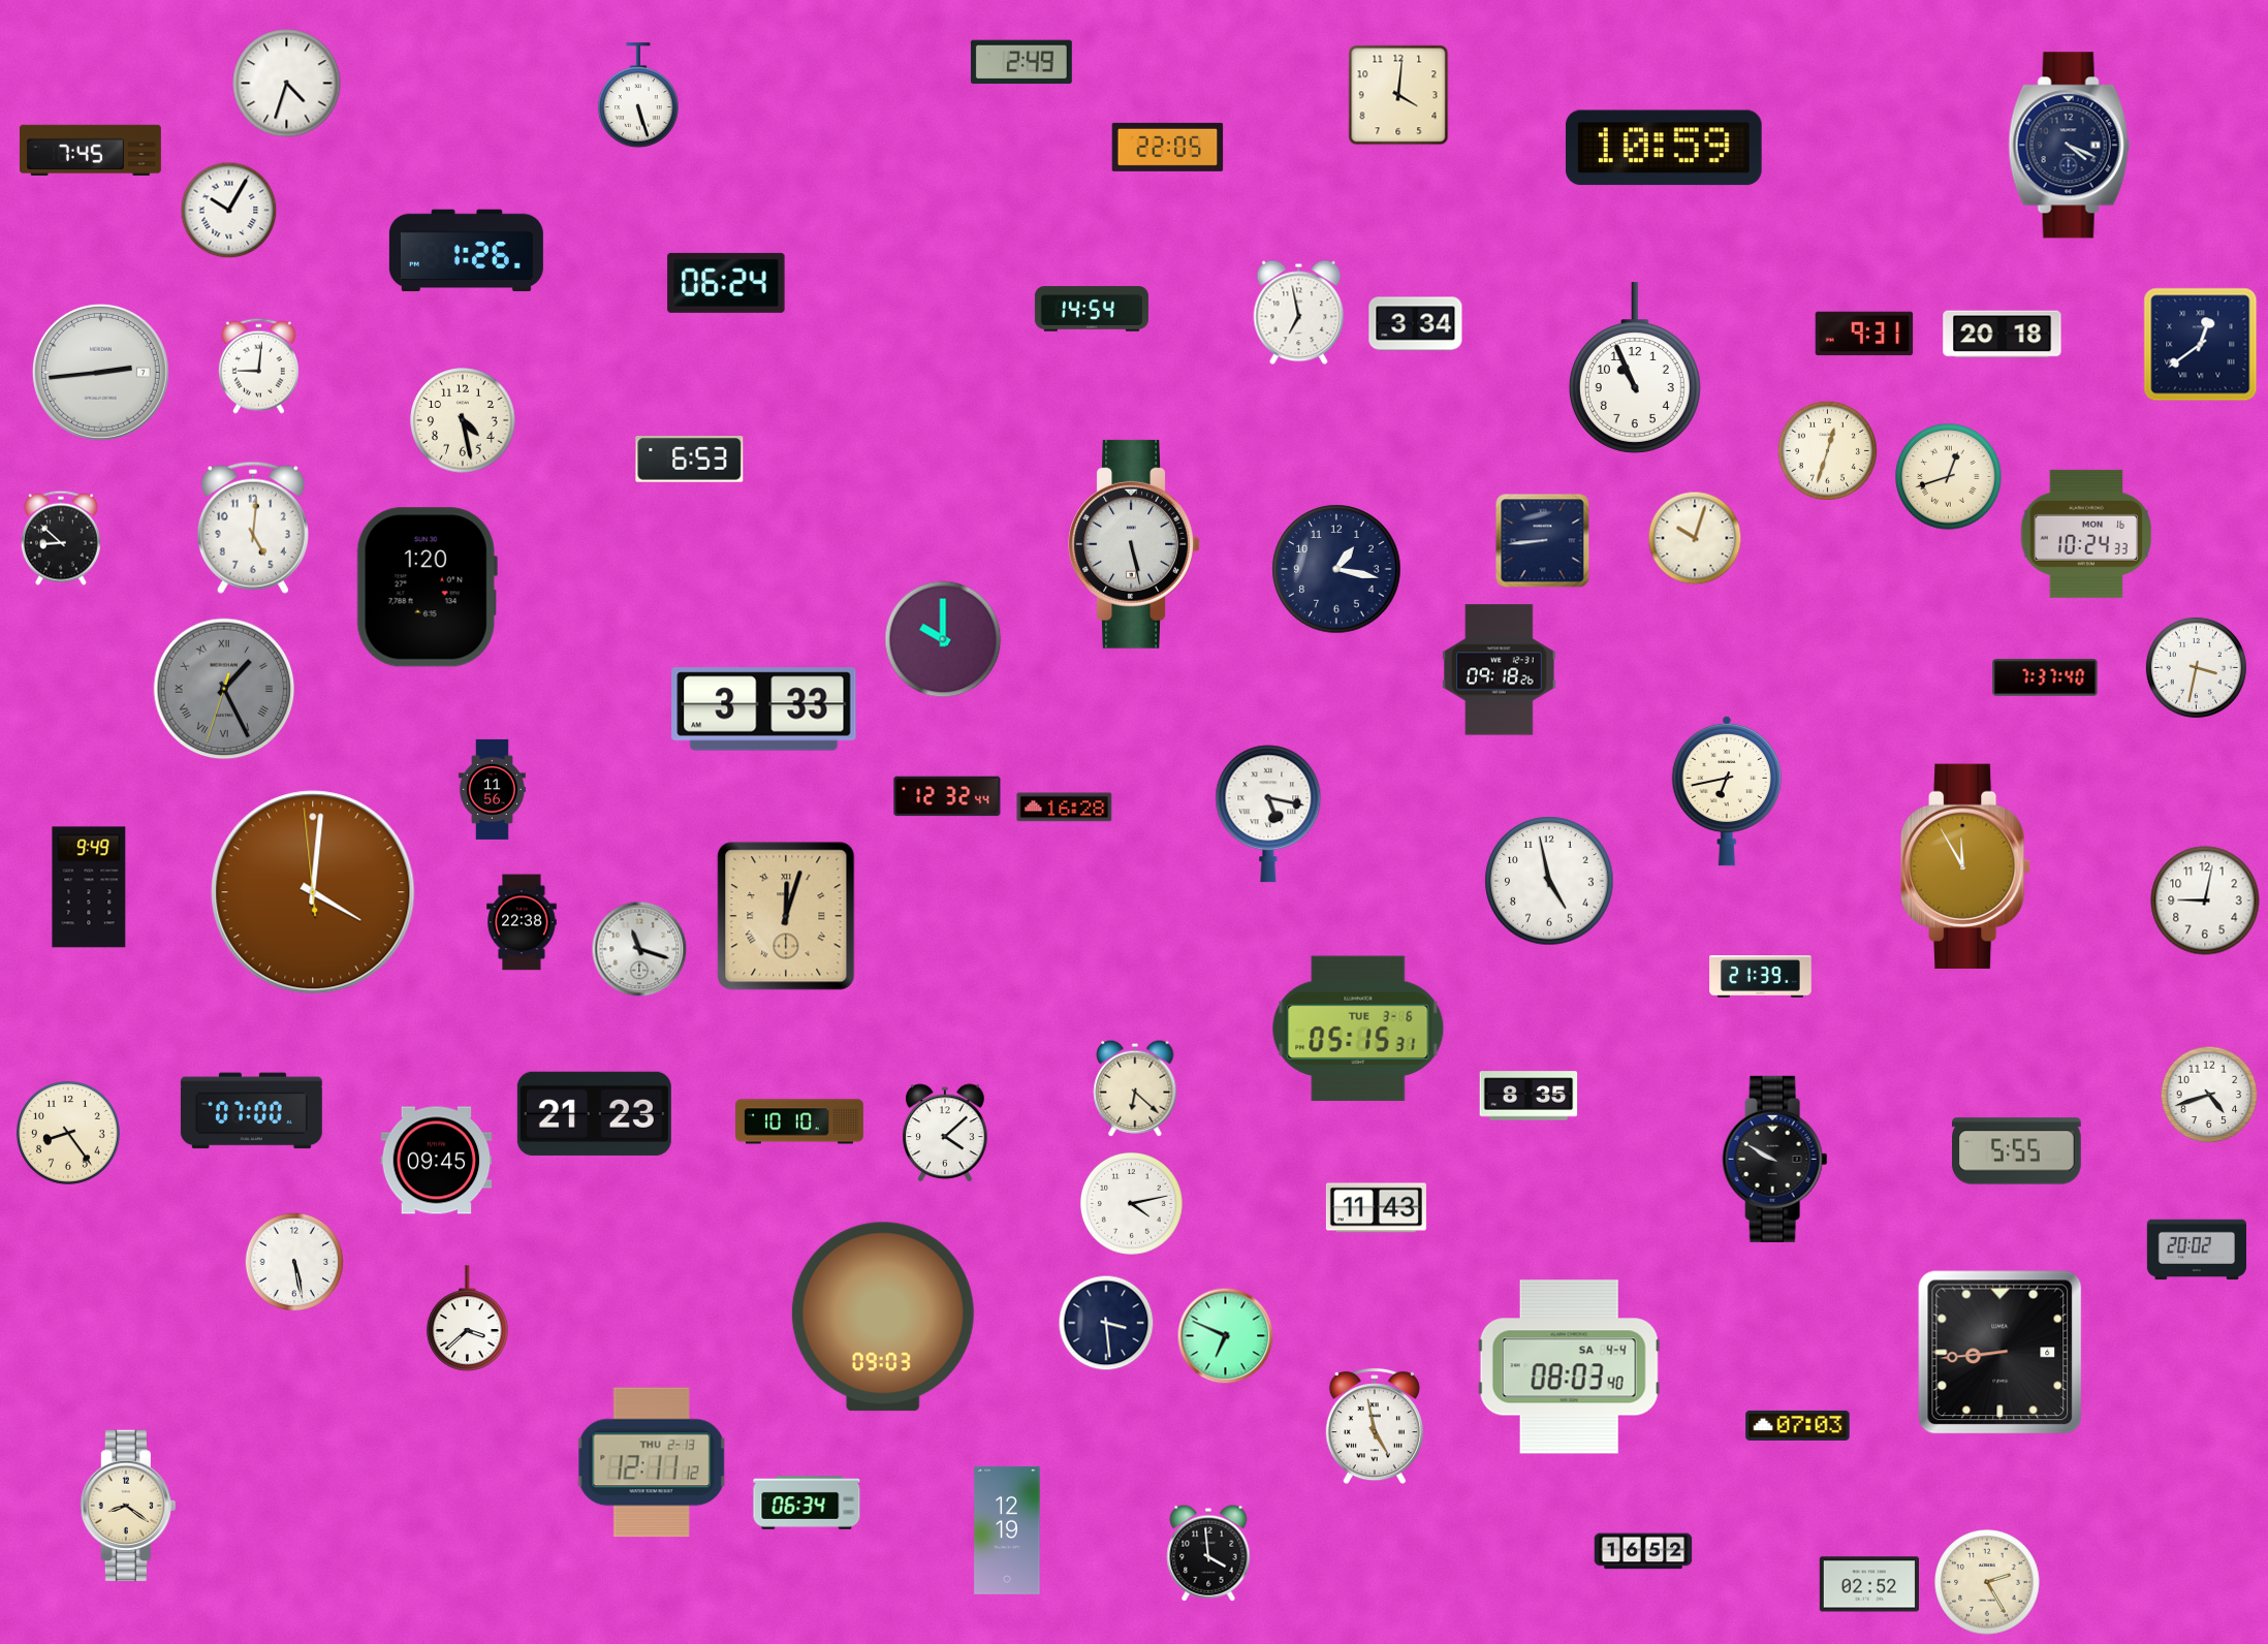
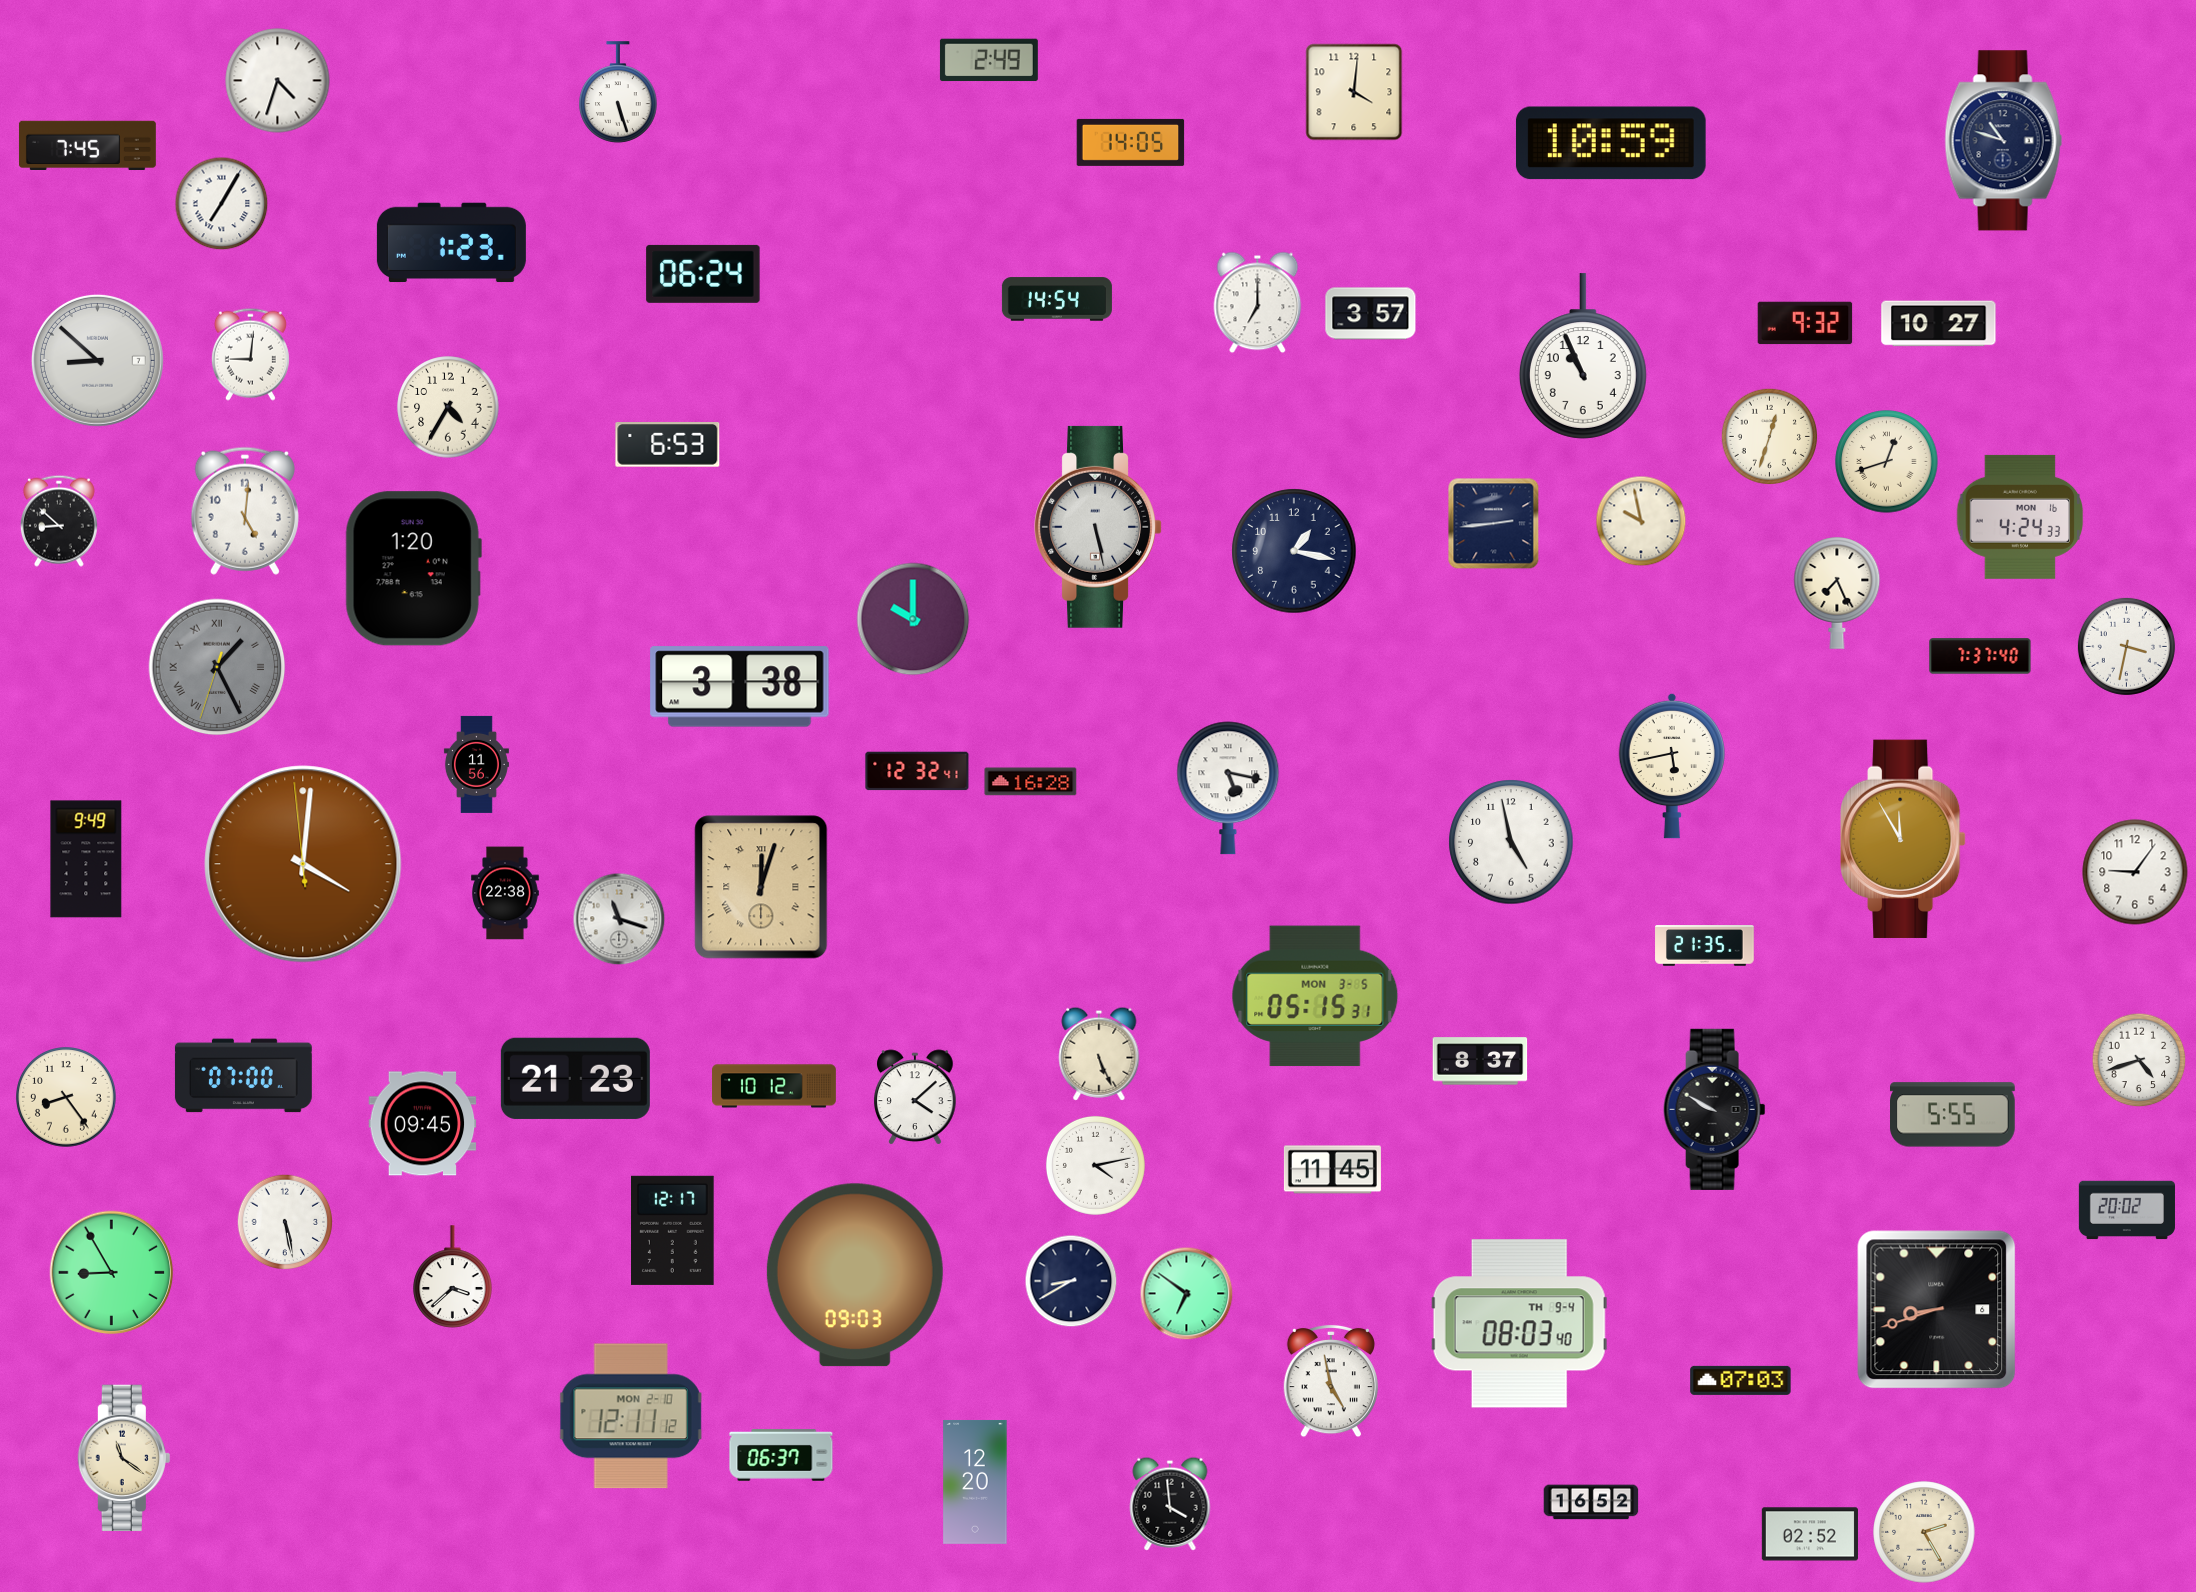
clock at (2070, 146): 4:19 -> 10:48
clock at (1168, 147): 22:05 -> 14:05
clock at (229, 211): 10:05 -> 7:05
clock at (466, 251): 1:26 -> 1:23
clock at (1299, 313): 6:58 -> 7:00
clock at (1416, 324): 3:34 -> 3:57
clock at (1864, 334): 9:31 -> 9:32
clock at (2003, 335): 20:18 -> 10:27
clock at (2201, 345): 12:39 -> none
clock at (100, 372): 2:44 -> 8:52
clock at (463, 420): 4:28 -> 4:35
clock at (2086, 534): 10:24 -> 4:24
clock at (1695, 538): 10:03 -> 9:58
clock at (1543, 541): 8:44 -> 2:44
clock at (1837, 593): none -> 7:26
clock at (1500, 670): 09:18 -> none
clock at (764, 709): 3:33 -> 3:38
clock at (1726, 791): 6:43 -> 5:43
clock at (947, 796): 12:32:44 -> 12:32:41
clock at (1549, 881) position: (1549, 881) -> (1511, 842)
clock at (2205, 900): 9:02 -> 9:06
clock at (1761, 977): 21:39 -> 21:35
clock at (1358, 1029) date: TUE 3-6 -> MON 3-5
clock at (1135, 1088): 6:22 -> 5:26
clock at (1529, 1096): 8:35 -> 8:37
clock at (800, 1121): 10:10 -> 10:12
clock at (1775, 1159) position: (1775, 1159) -> (1715, 1109)
clock at (1376, 1208): 11:43 -> 11:45
clock at (673, 1230): none -> 12:17
clock at (112, 1273): none -> 8:55
clock at (1106, 1323): 3:29 -> 8:40
clock at (1226, 1336): 6:49 -> 6:51
clock at (2001, 1353): 8:44 -> 8:42
clock at (1569, 1367) date: SA 4-4 -> TH 9-4
clock at (652, 1462) date: THU 2-13 -> MON 2-10
clock at (807, 1503): 06:34 -> 06:37
clock at (128, 1506): 8:21 -> 11:21
clock at (1007, 1530): 12:19 -> 12:20
